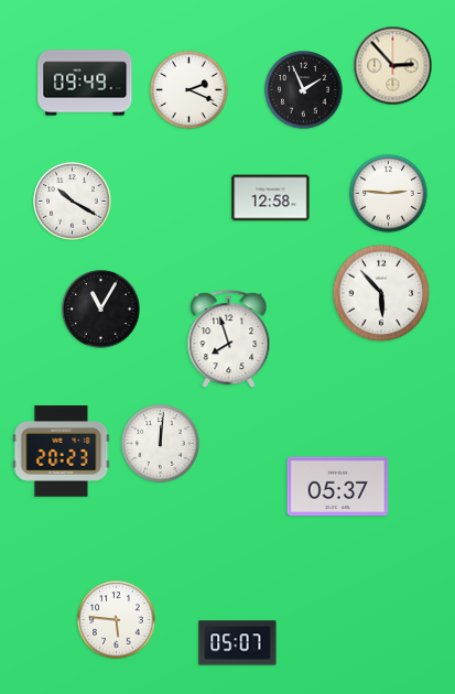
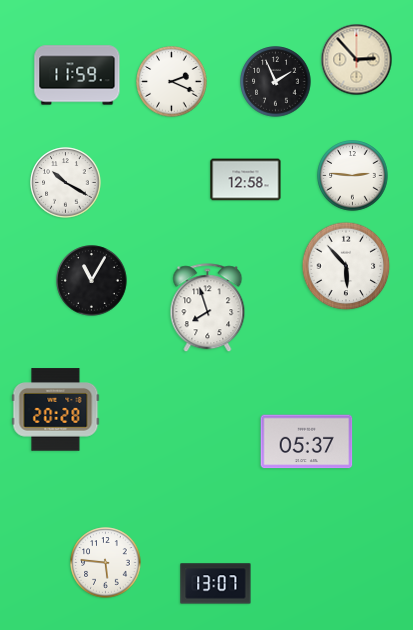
clock at (85, 83): 09:49 -> 11:59
clock at (161, 444): 12:01 -> none
clock at (62, 452): 20:23 -> 20:28
clock at (238, 643): 05:07 -> 13:07
